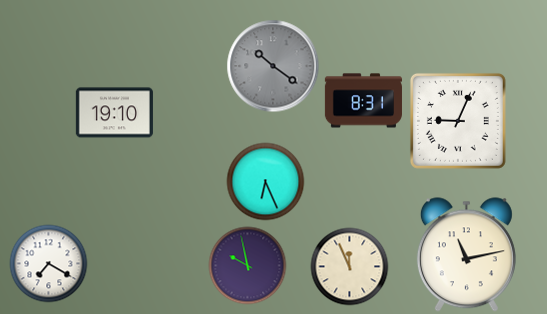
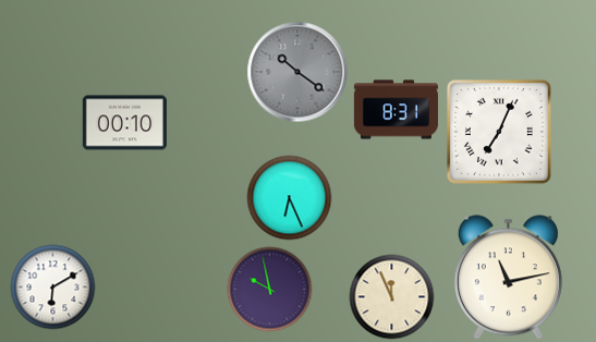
clock at (114, 113): 19:10 -> 00:10
clock at (458, 121): 9:04 -> 7:04
clock at (48, 263): 7:20 -> 6:10
clock at (349, 266) position: (349, 266) -> (391, 296)
